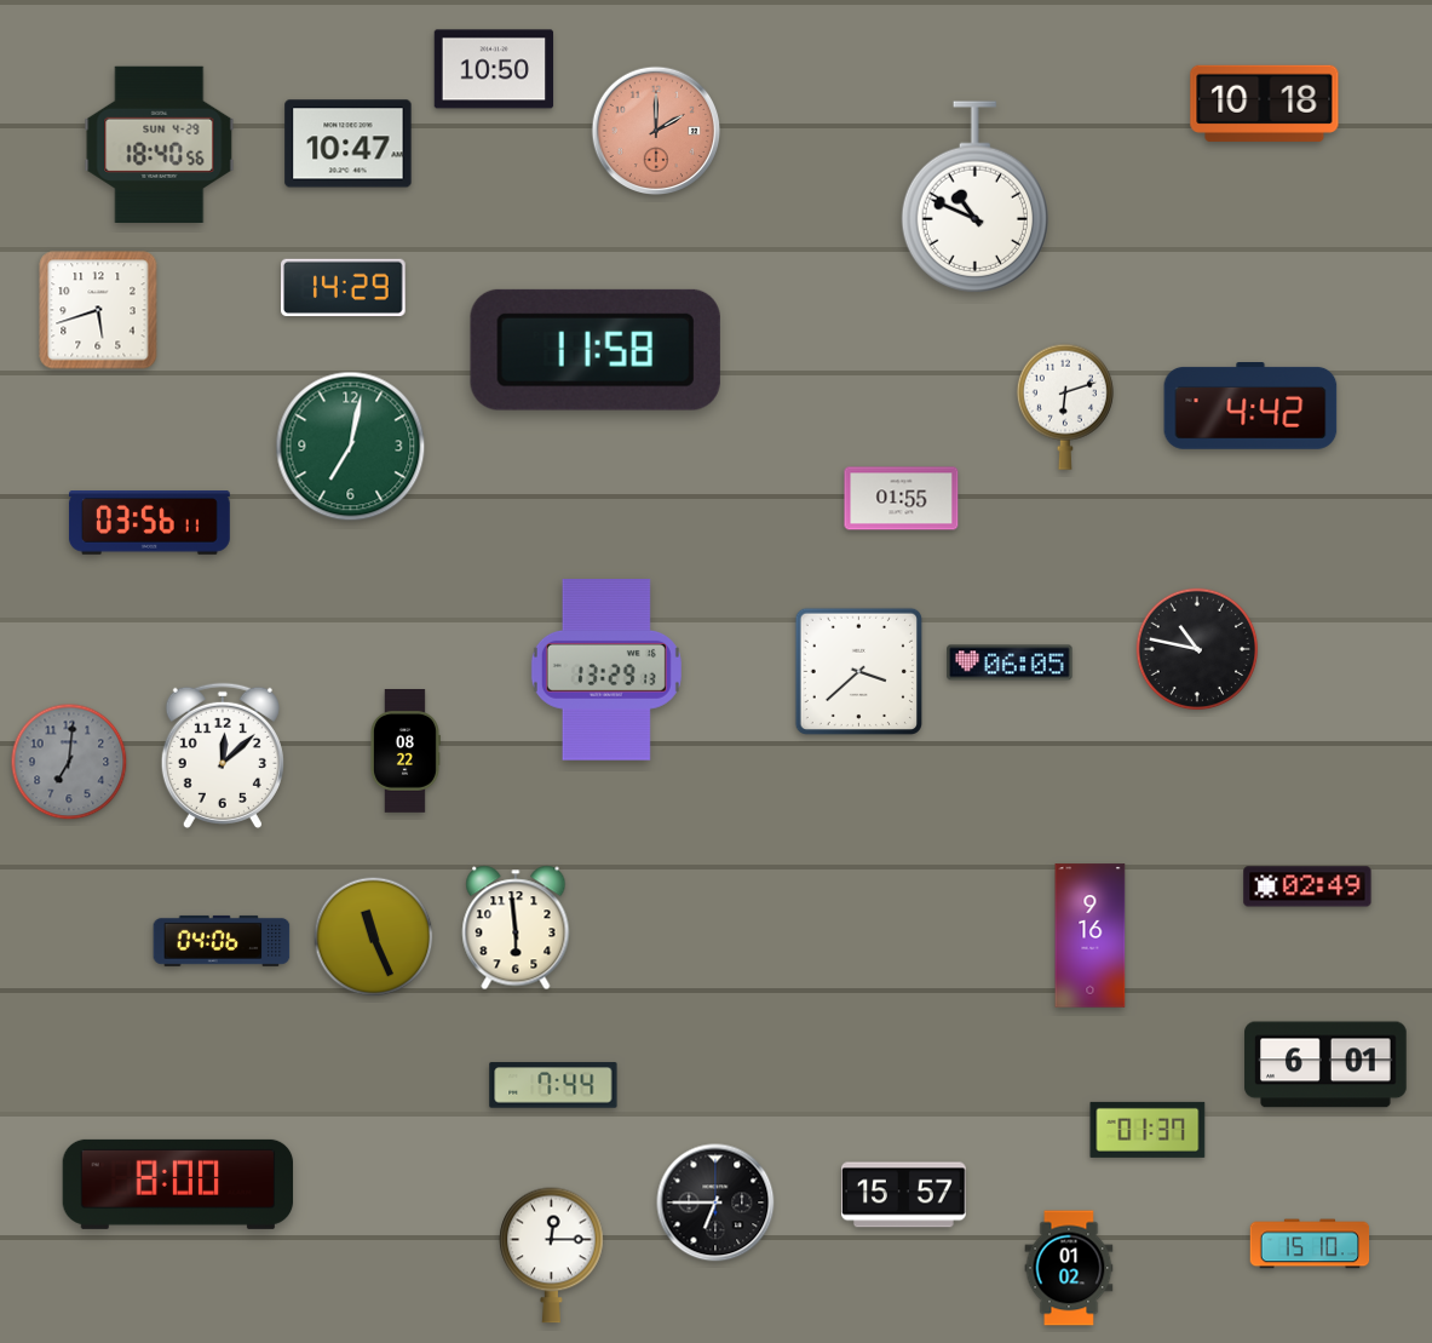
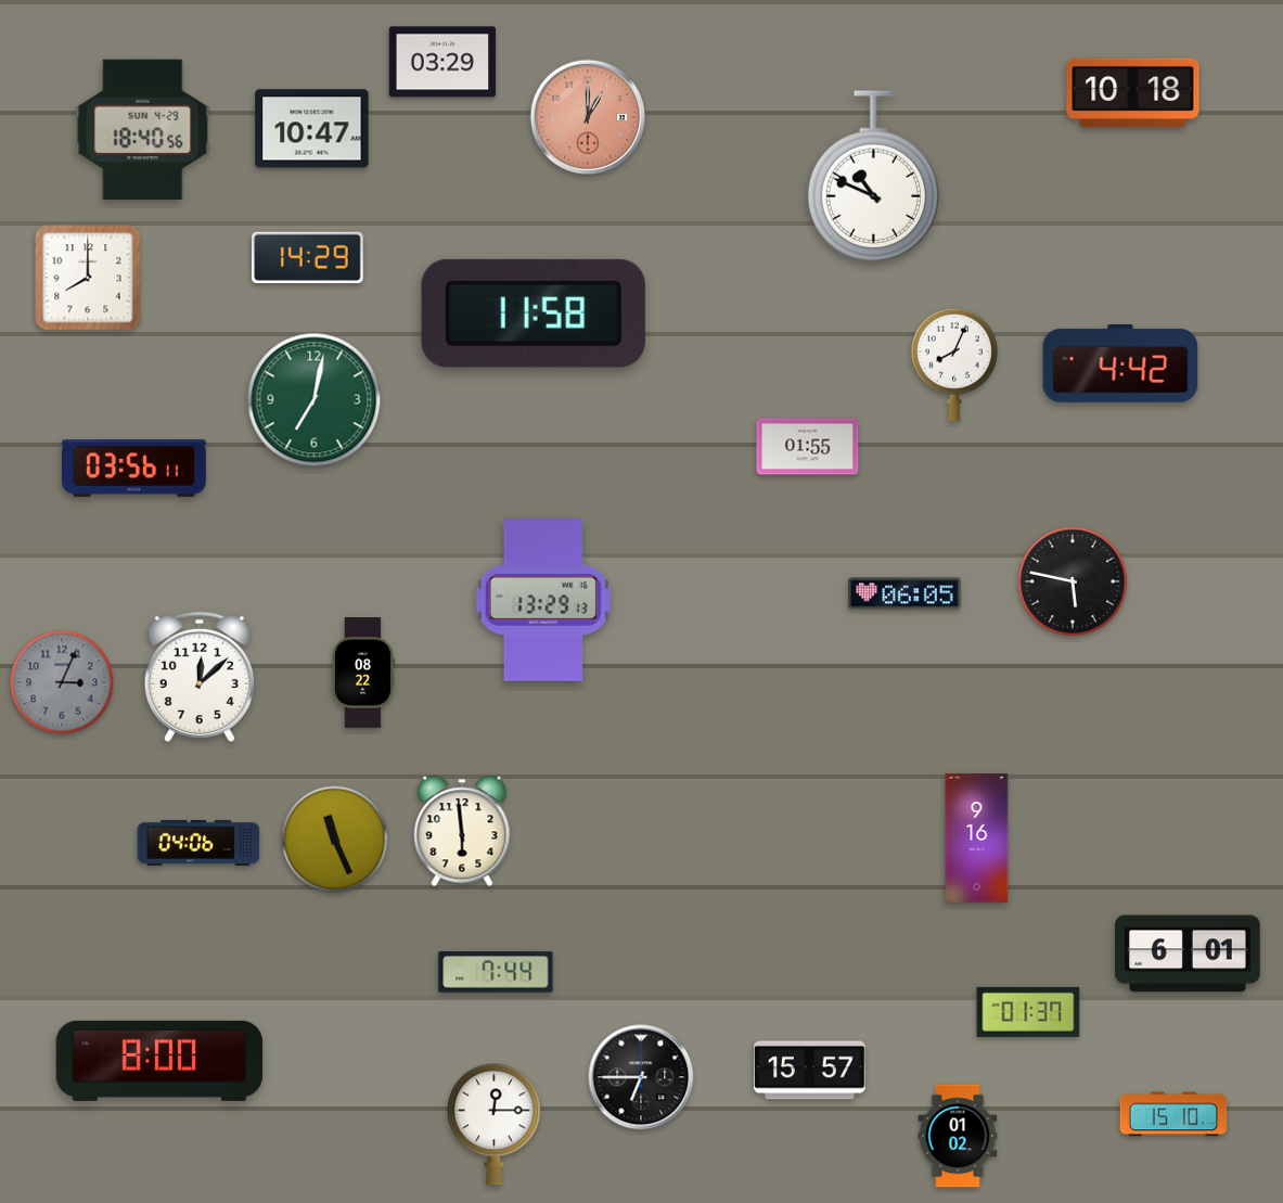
clock at (494, 69): 10:50 -> 03:29
clock at (656, 131): 2:00 -> 1:00
clock at (98, 310): 5:42 -> 8:00
clock at (1065, 407): 6:12 -> 8:04
clock at (1197, 649): 10:47 -> 5:47
clock at (858, 671): 3:38 -> none
clock at (69, 762): 7:01 -> 3:04
clock at (1307, 886): 02:49 -> none
